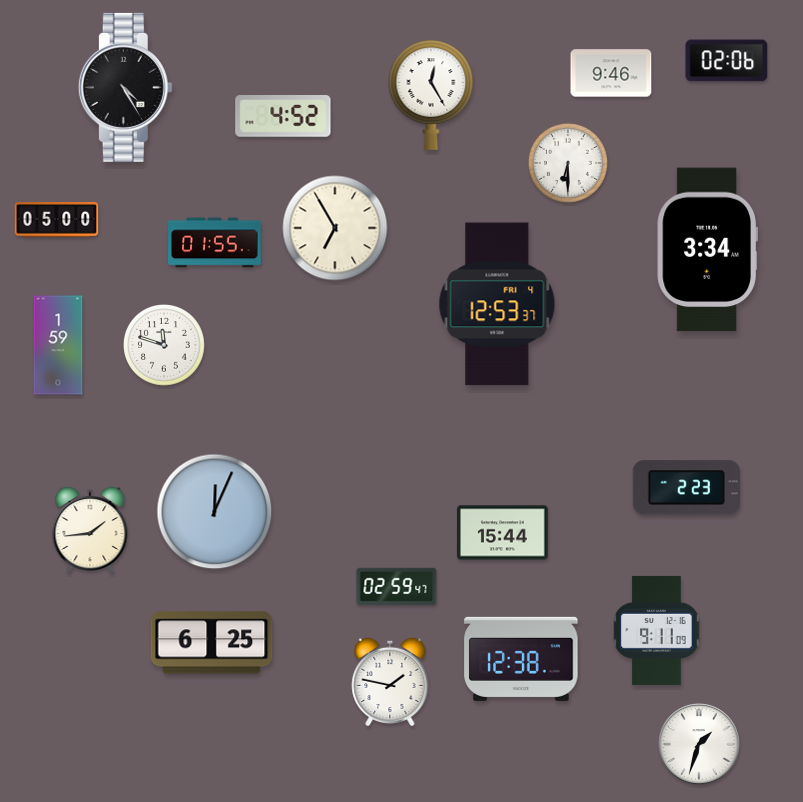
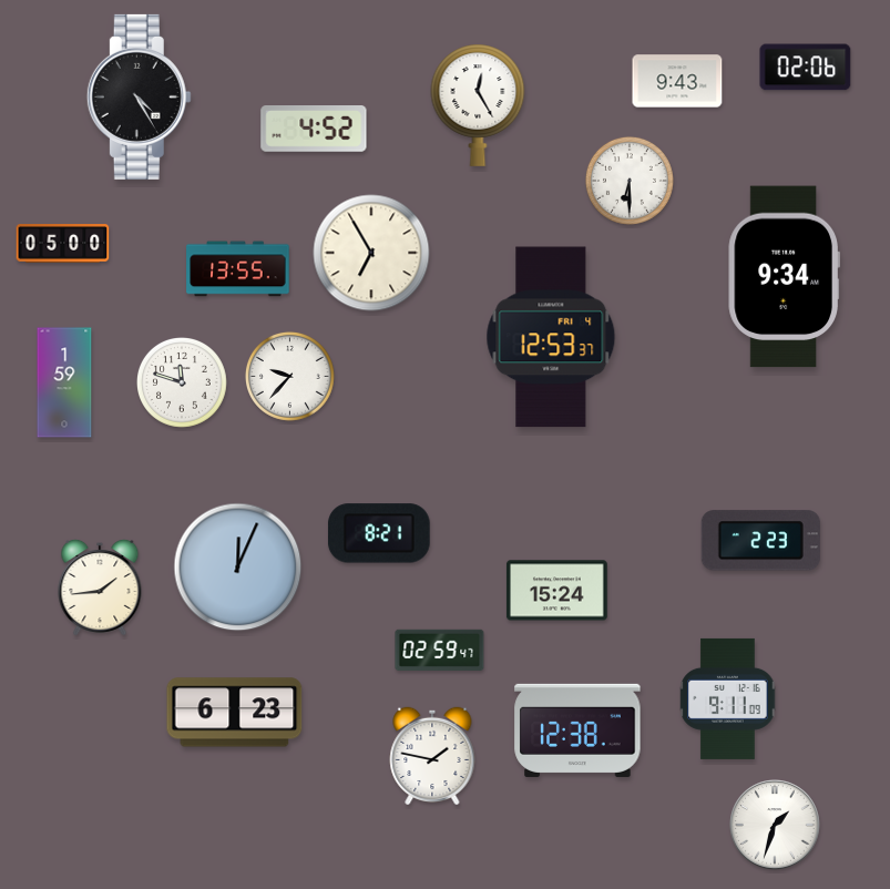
clock at (611, 73): 9:46 -> 9:43
clock at (215, 243): 01:55 -> 13:55
clock at (707, 250): 3:34 -> 9:34
clock at (289, 376): none -> 9:37
clock at (379, 533): none -> 8:21
clock at (503, 533): 15:44 -> 15:24
clock at (212, 643): 6:25 -> 6:23
